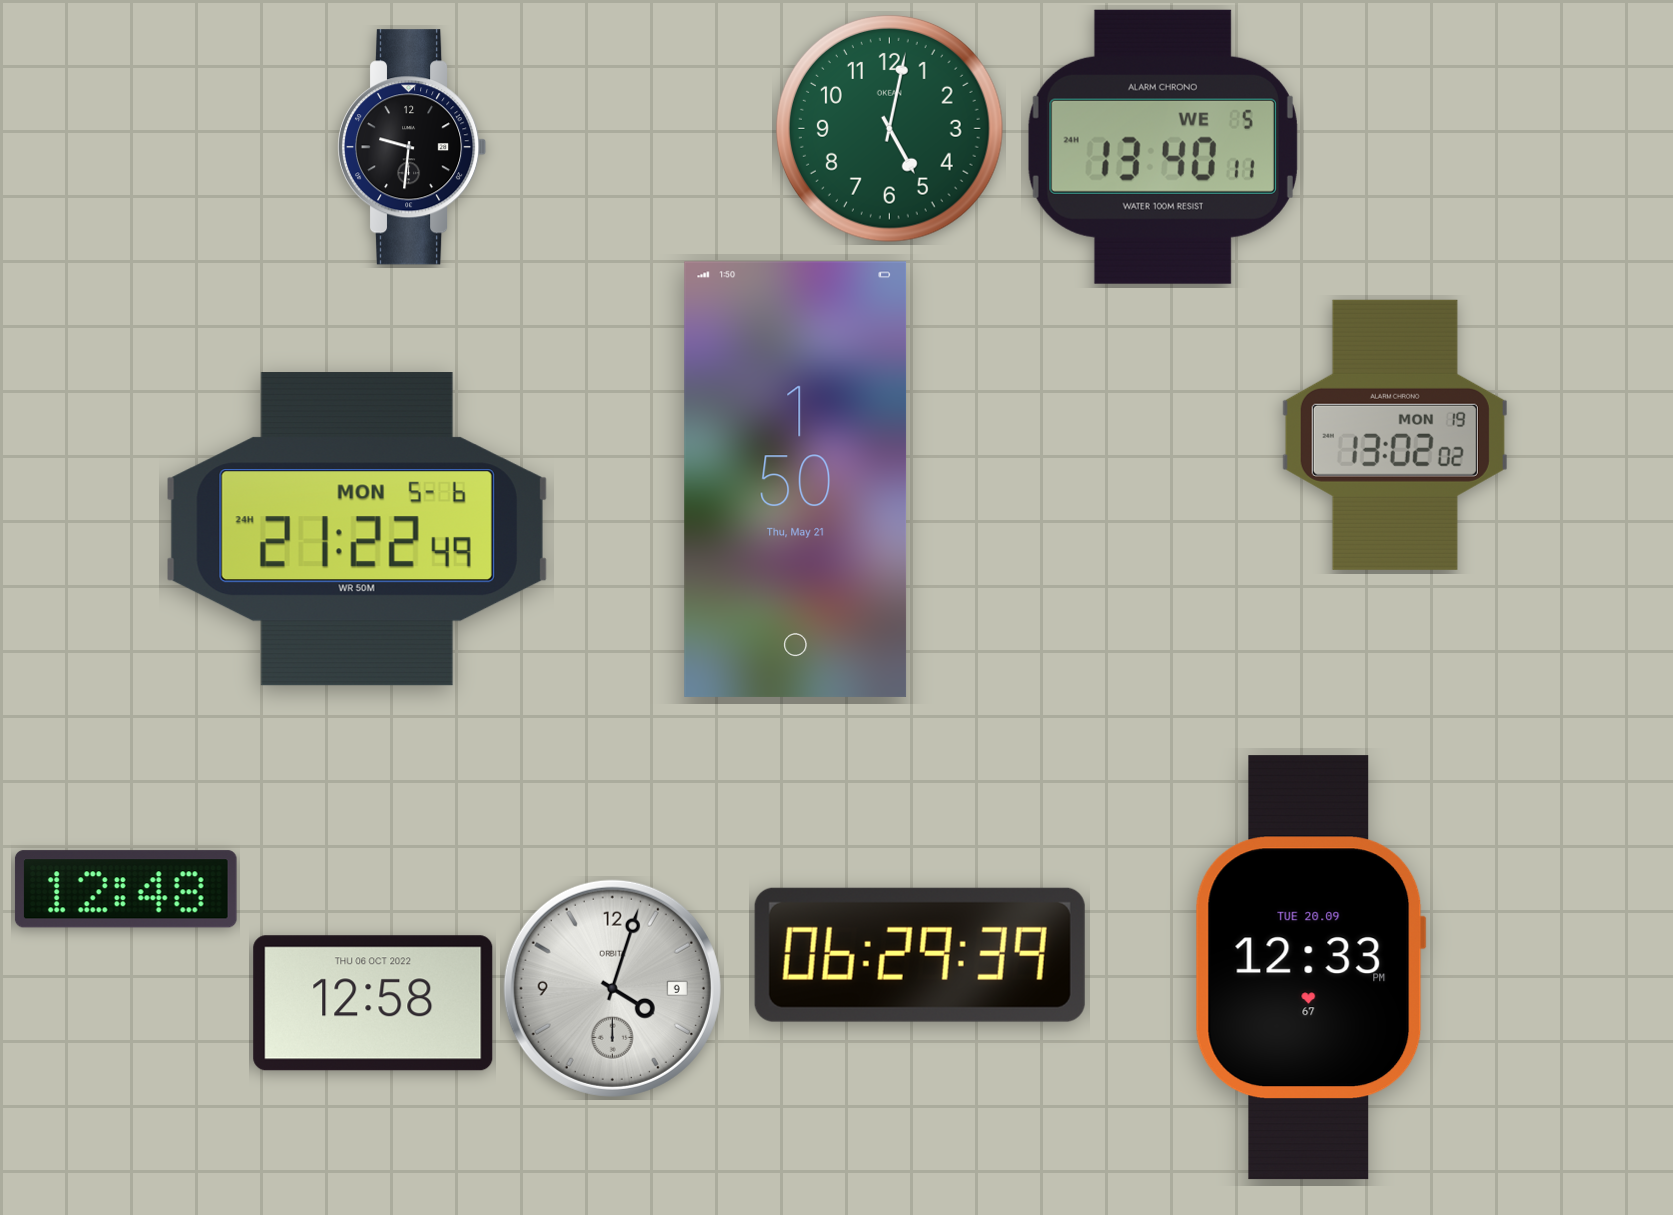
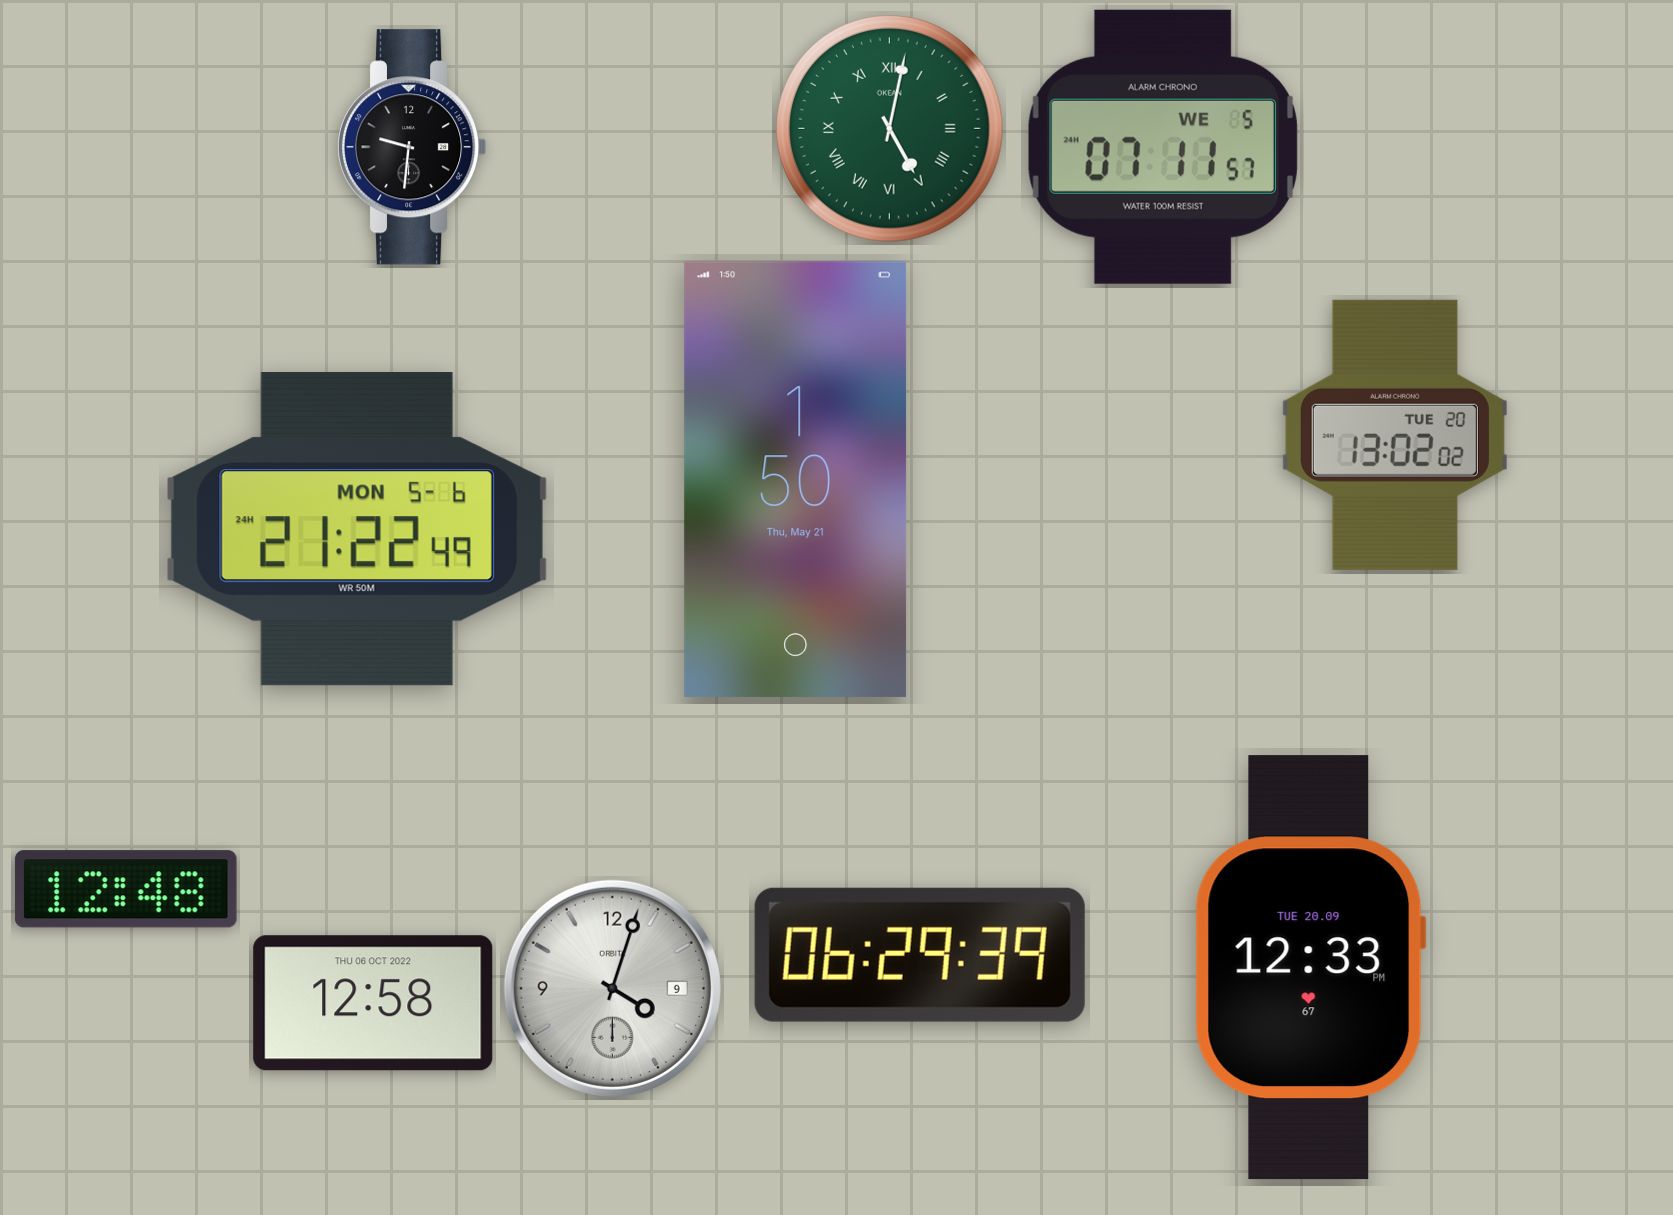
clock at (889, 128) numerals: Arabic -> Roman
clock at (1163, 147): 13:40 -> 07:11
clock at (1395, 435) date: MON 19 -> TUE 20
